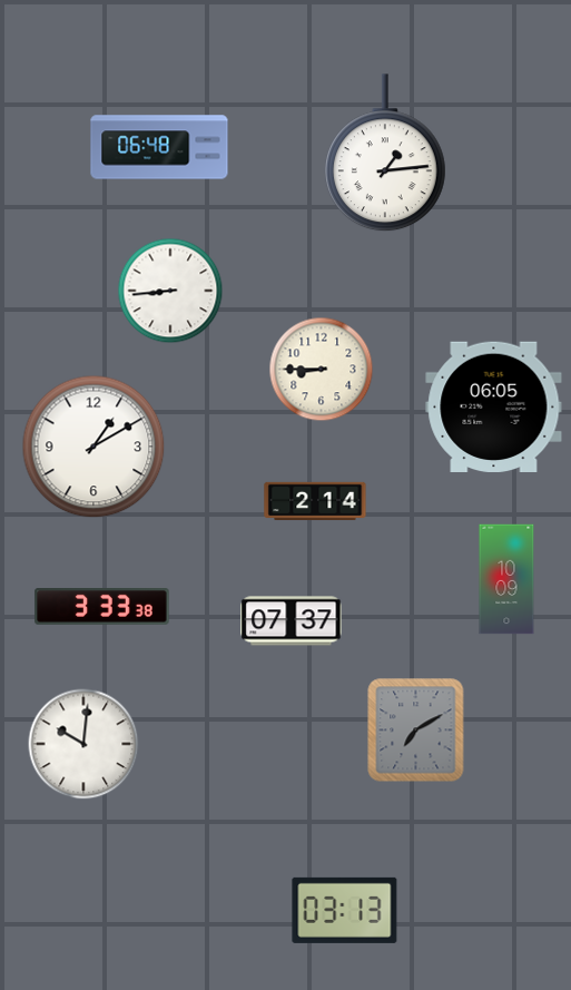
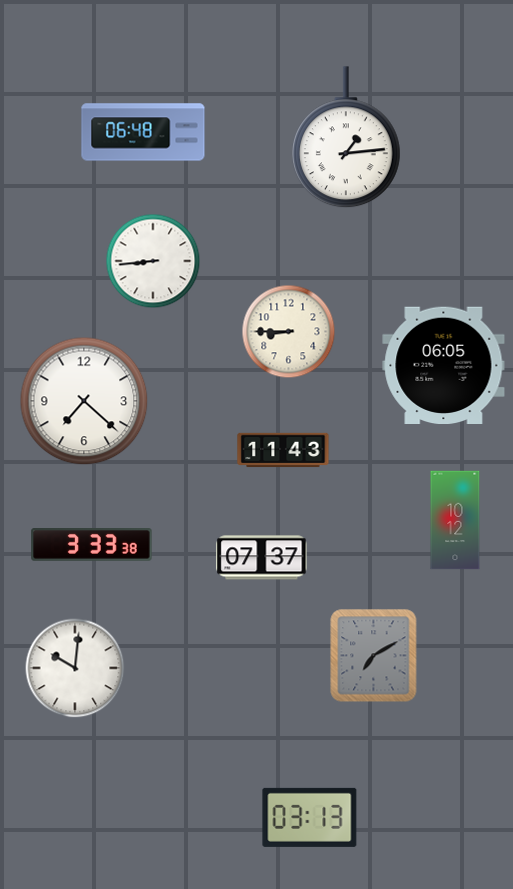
clock at (93, 447): 1:10 -> 7:22
clock at (315, 501): 2:14 -> 11:43
clock at (506, 579): 10:09 -> 10:12
